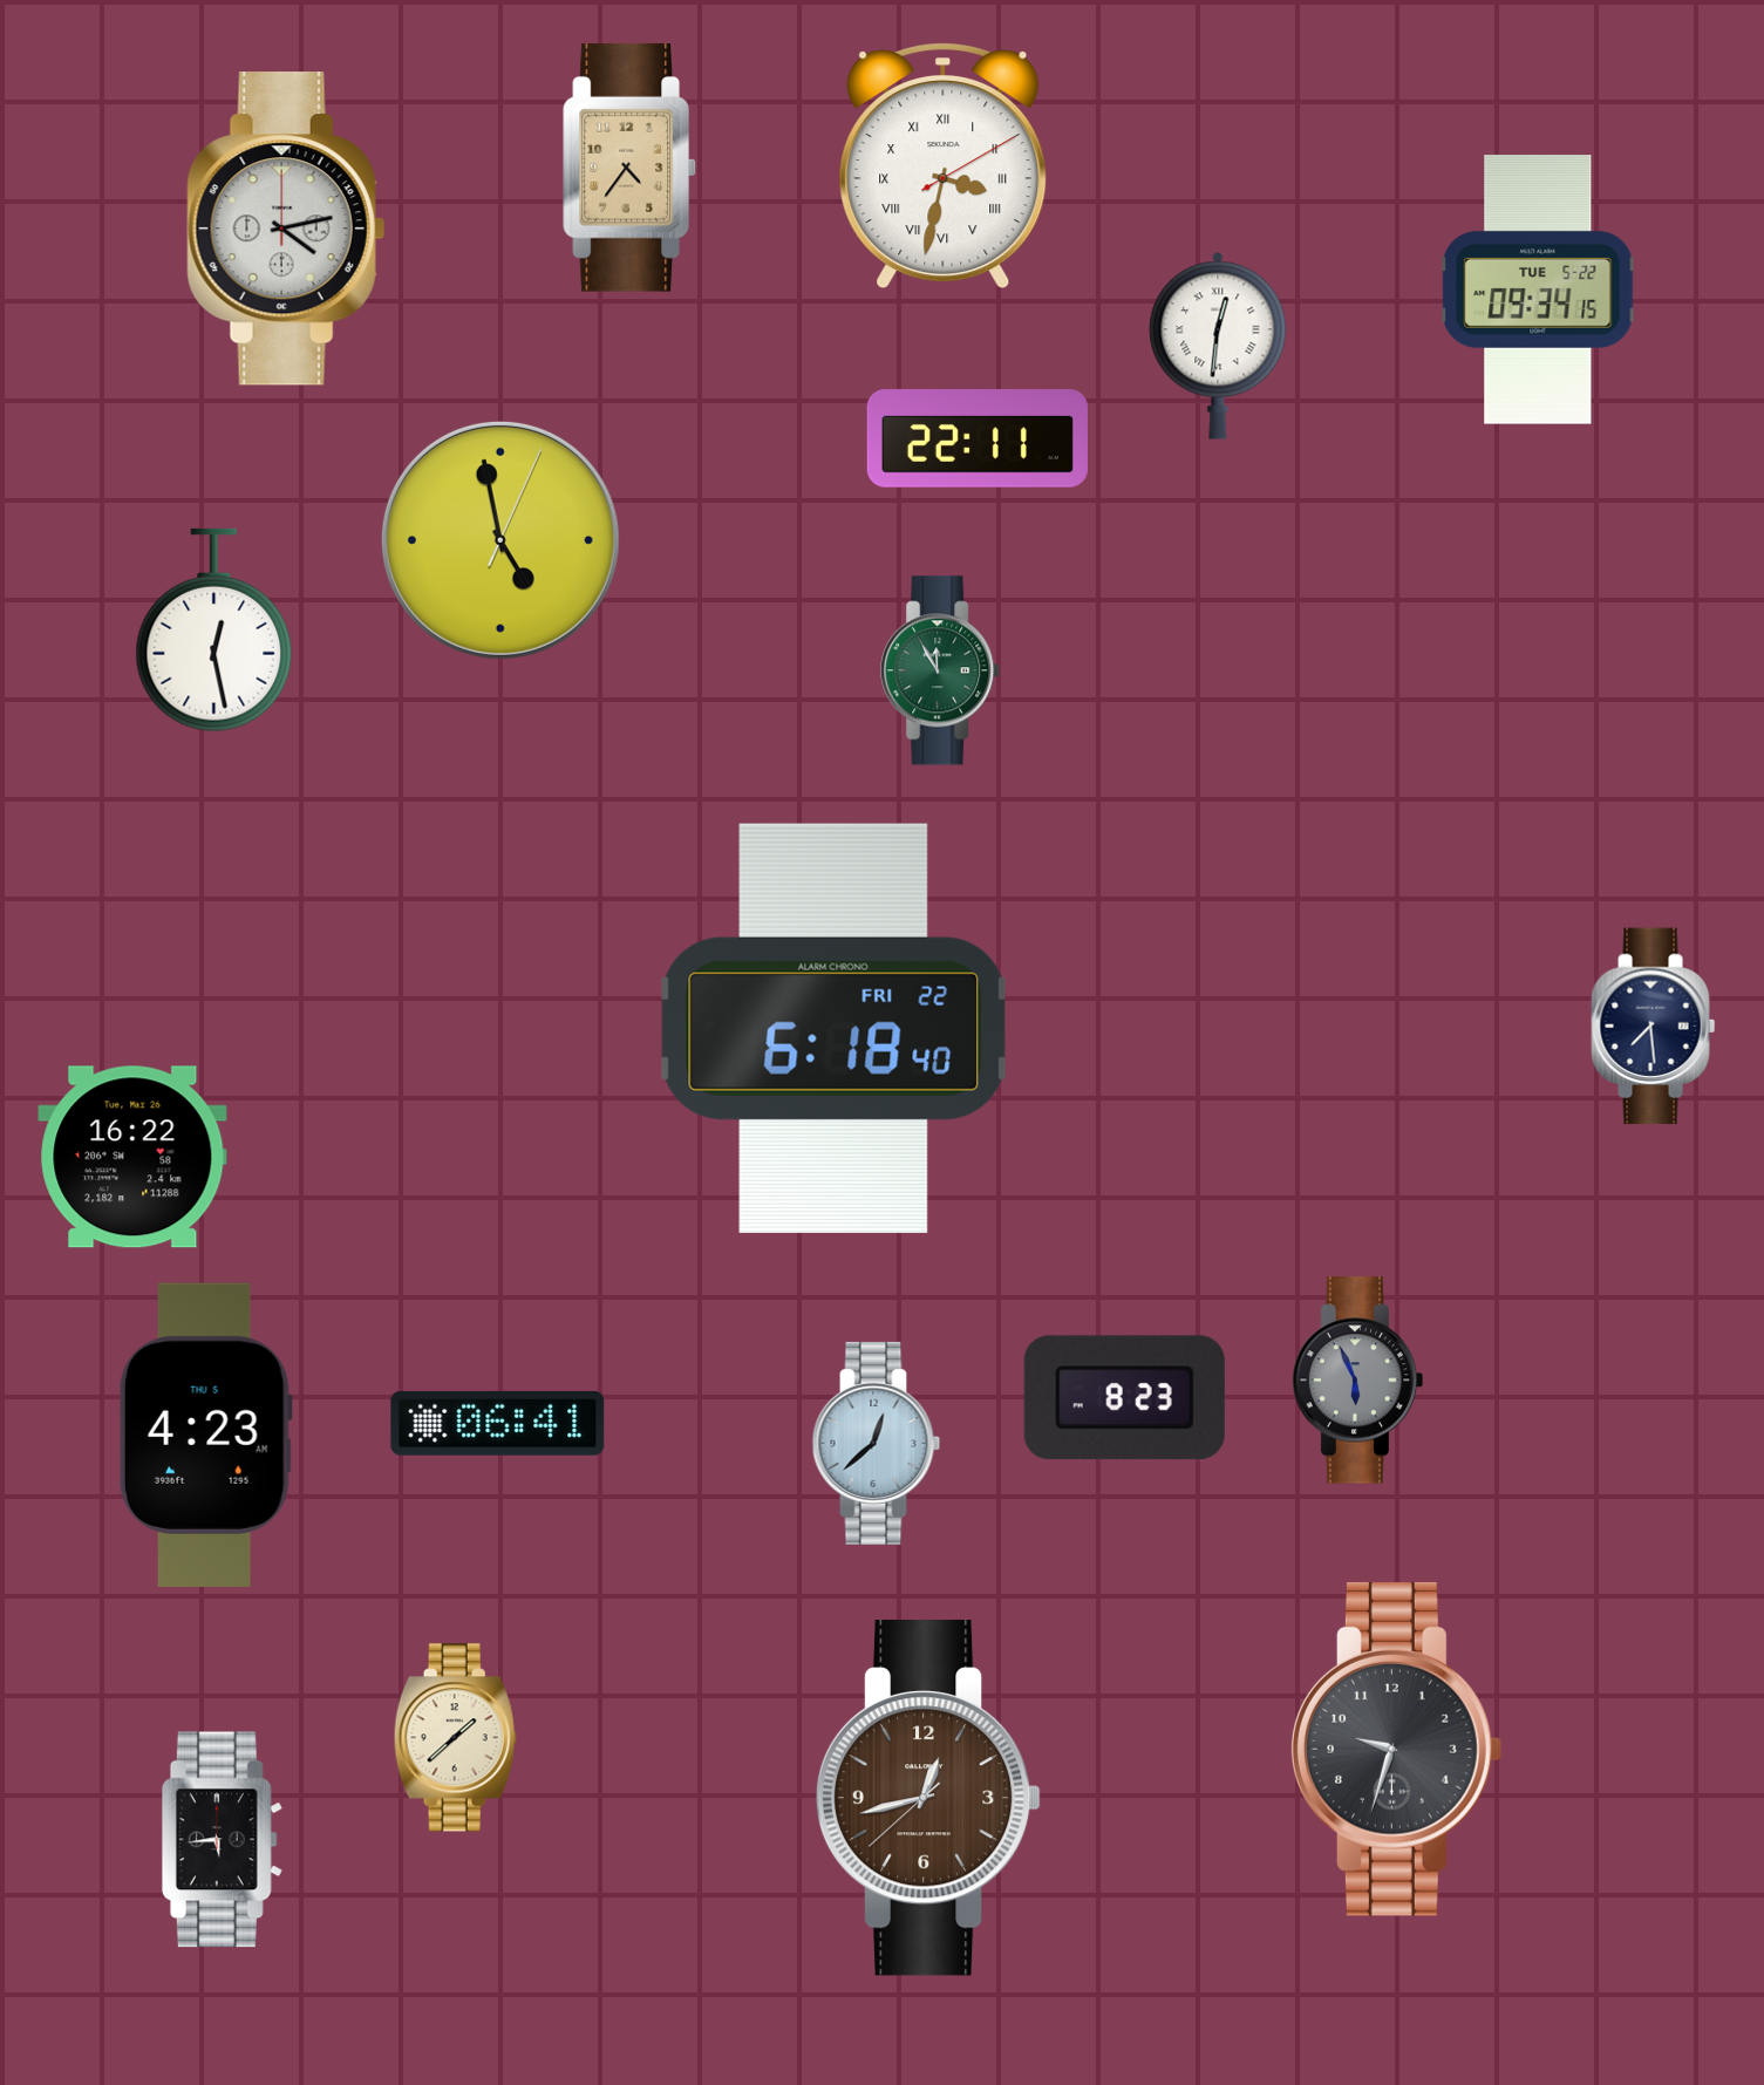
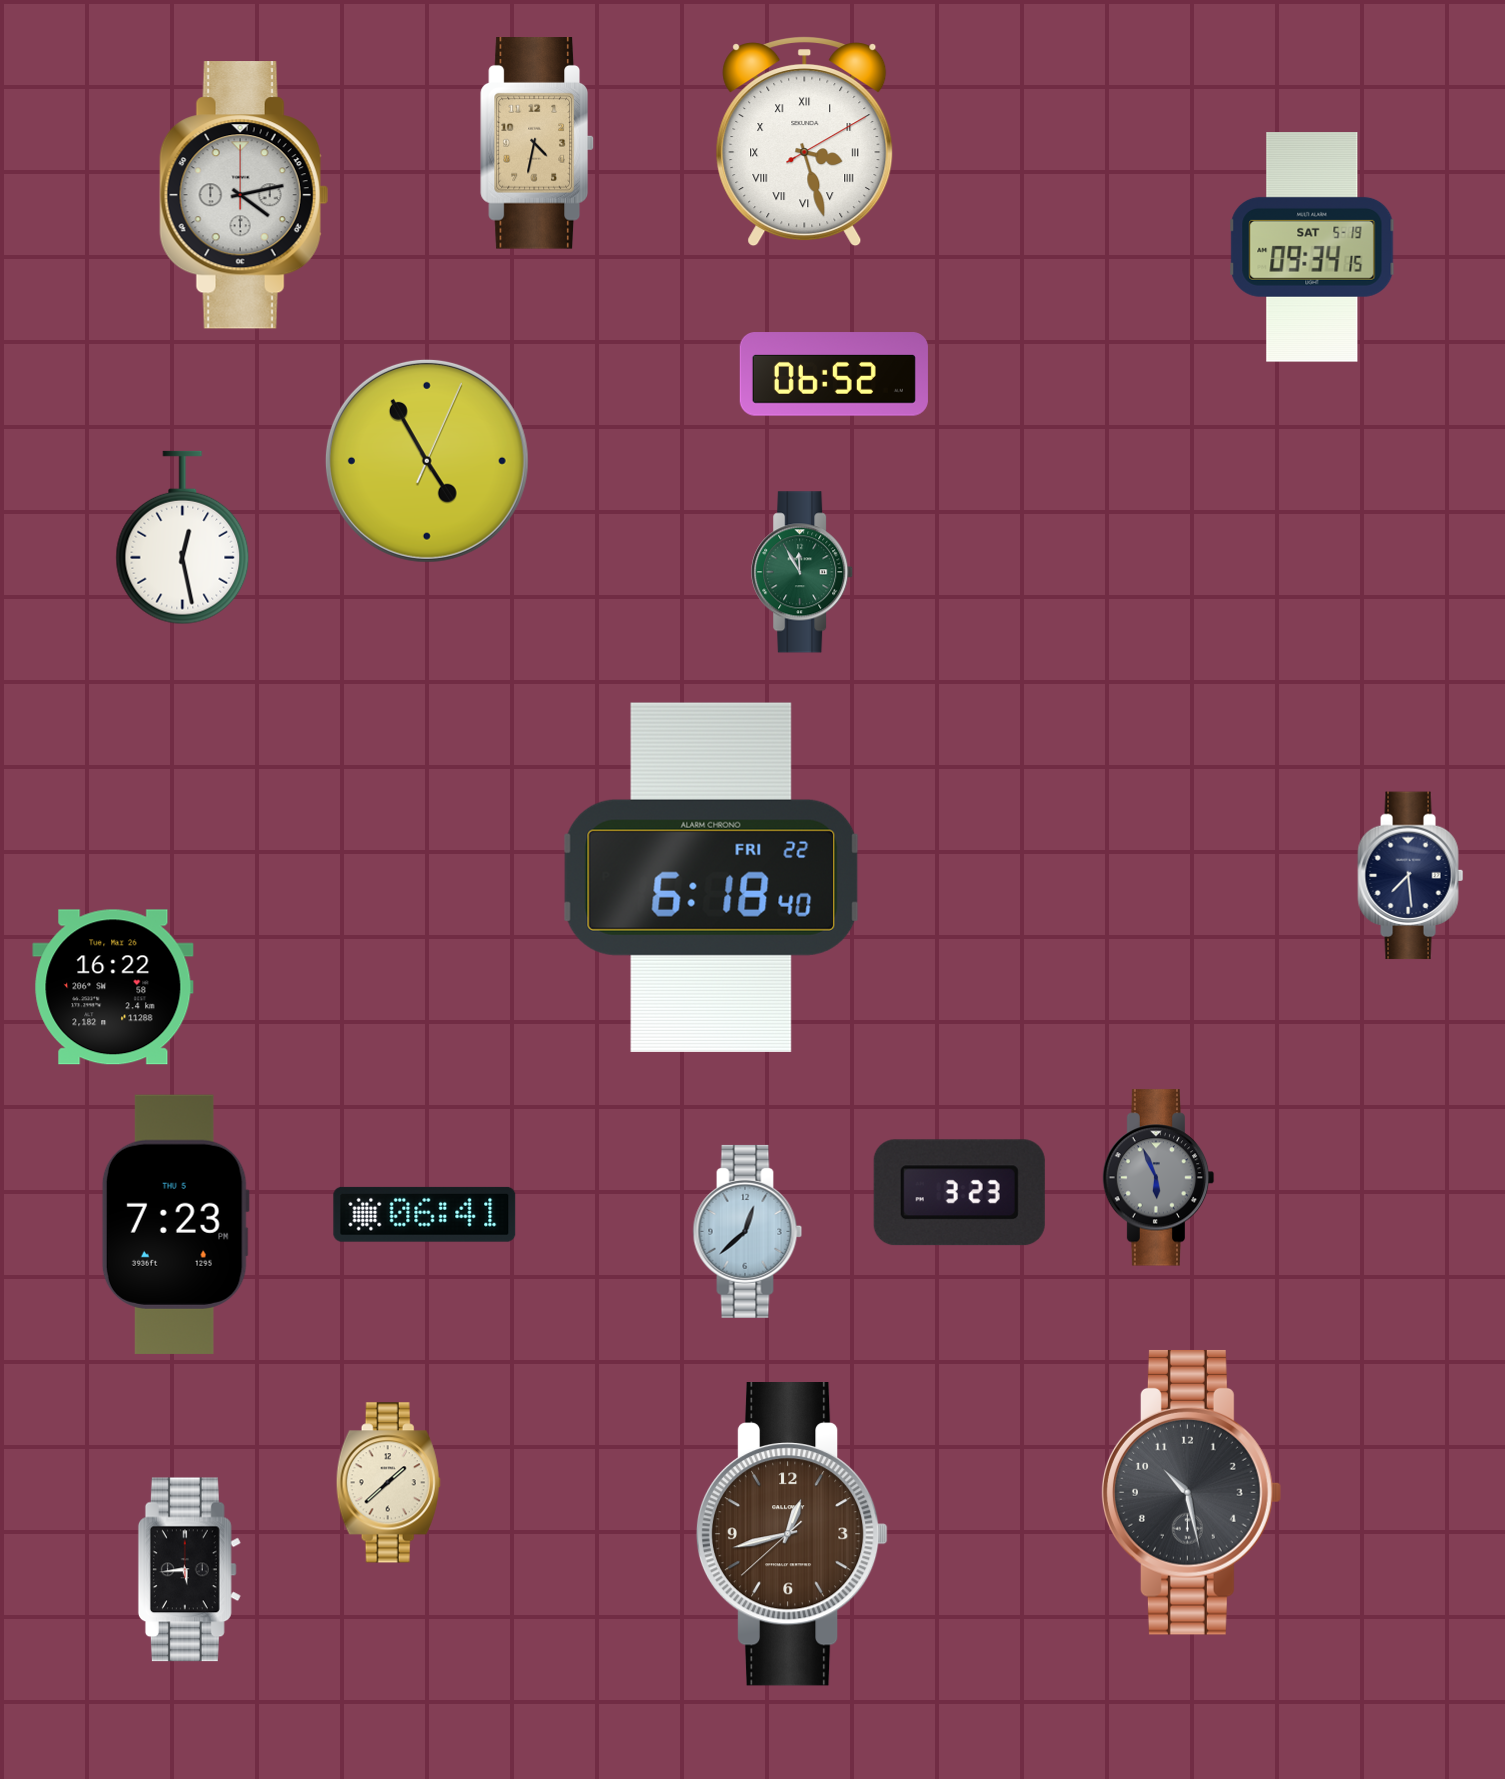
clock at (944, 166): 3:32 -> 3:27
clock at (629, 169): 4:36 -> 4:32
clock at (1538, 289) date: TUE 5-22 -> SAT 5-19
clock at (1218, 346): 12:31 -> none
clock at (978, 438): 22:11 -> 06:52
clock at (500, 540): 4:58 -> 4:55
clock at (1124, 1398): 8:23 -> 3:23
clock at (205, 1435): 4:23 -> 7:23
clock at (1396, 1749): 9:33 -> 10:28
